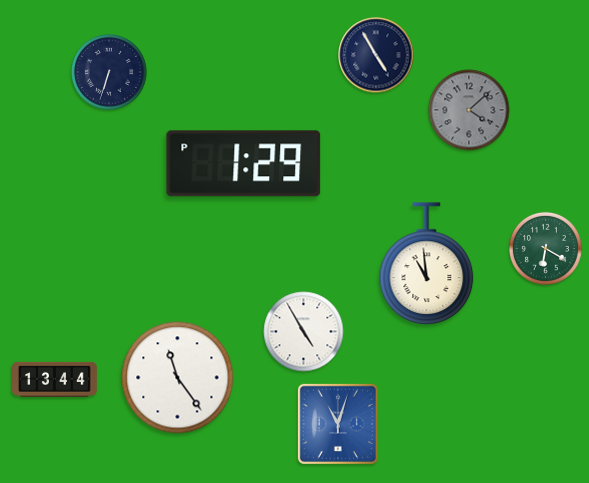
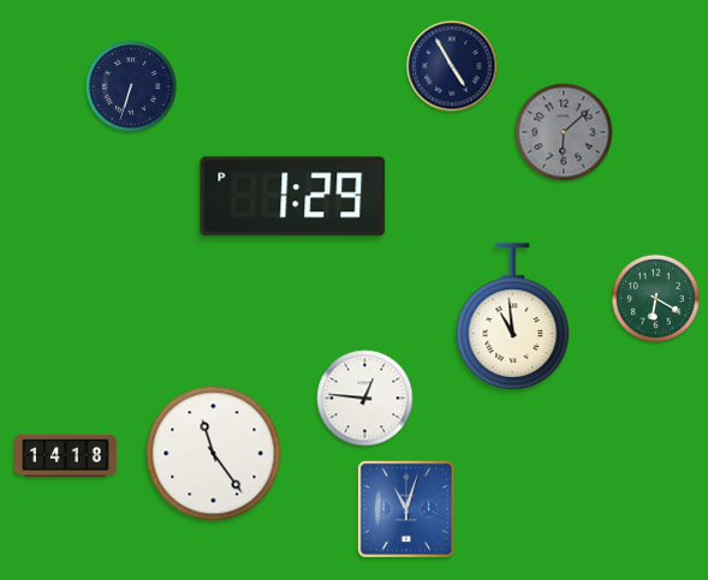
clock at (469, 110): 4:08 -> 6:08
clock at (304, 332): 4:55 -> 12:46
clock at (55, 379): 13:44 -> 14:18
